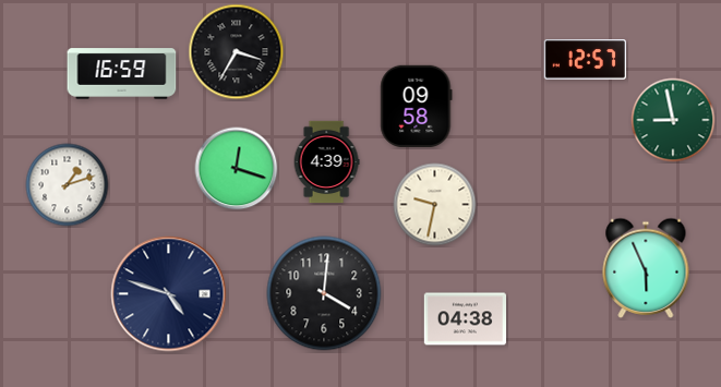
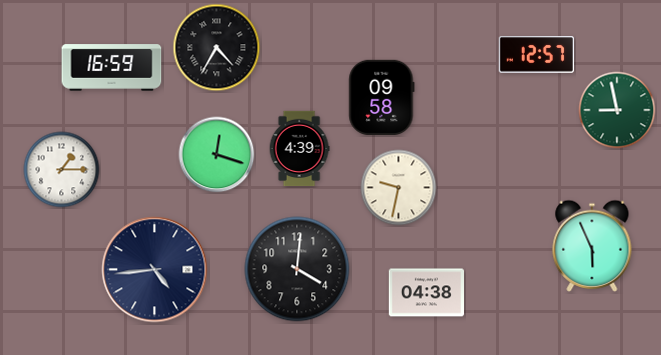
clock at (237, 52): 3:35 -> 4:35
clock at (68, 185): 1:12 -> 1:15
clock at (169, 294): 4:48 -> 4:44
